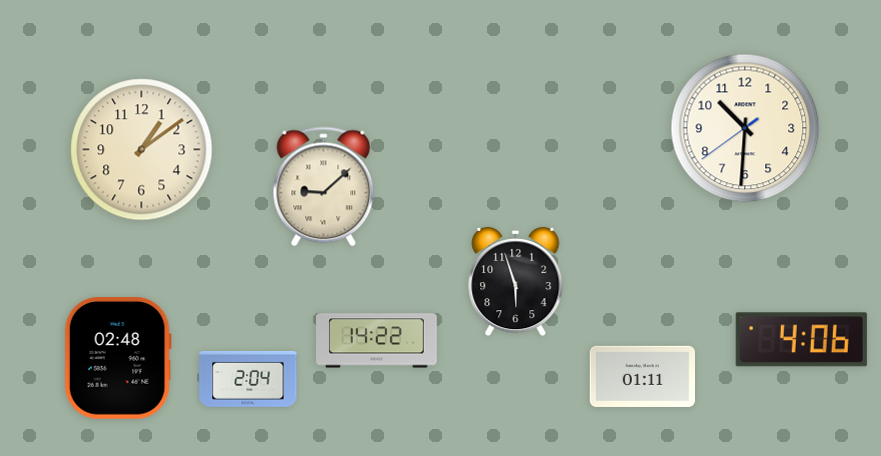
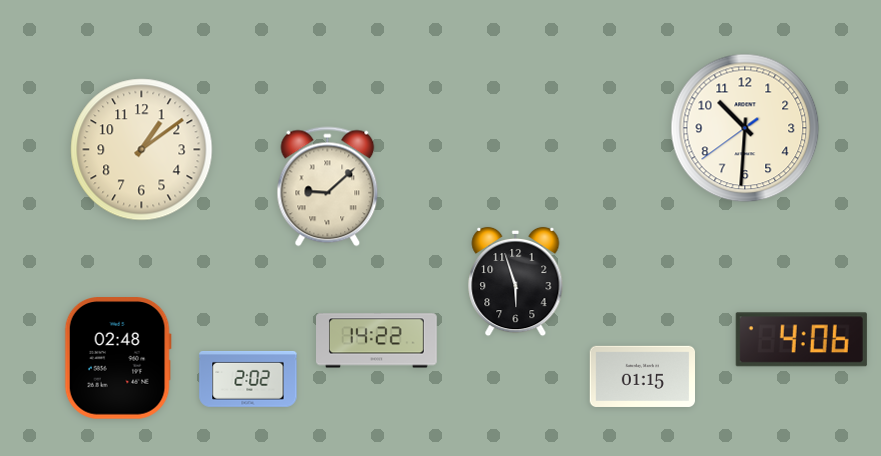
clock at (324, 187) position: (324, 187) -> (328, 187)
clock at (643, 376): 01:11 -> 01:15
clock at (248, 380): 2:04 -> 2:02
